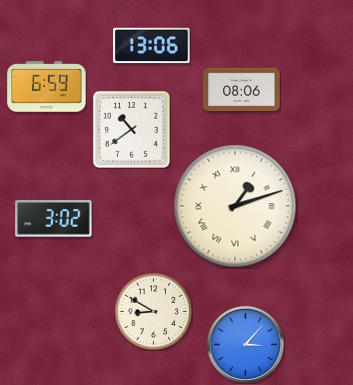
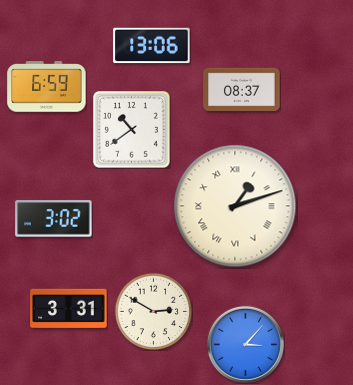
clock at (242, 90): 08:06 -> 08:37
clock at (69, 308): none -> 3:31
clock at (153, 311): 8:50 -> 2:50
